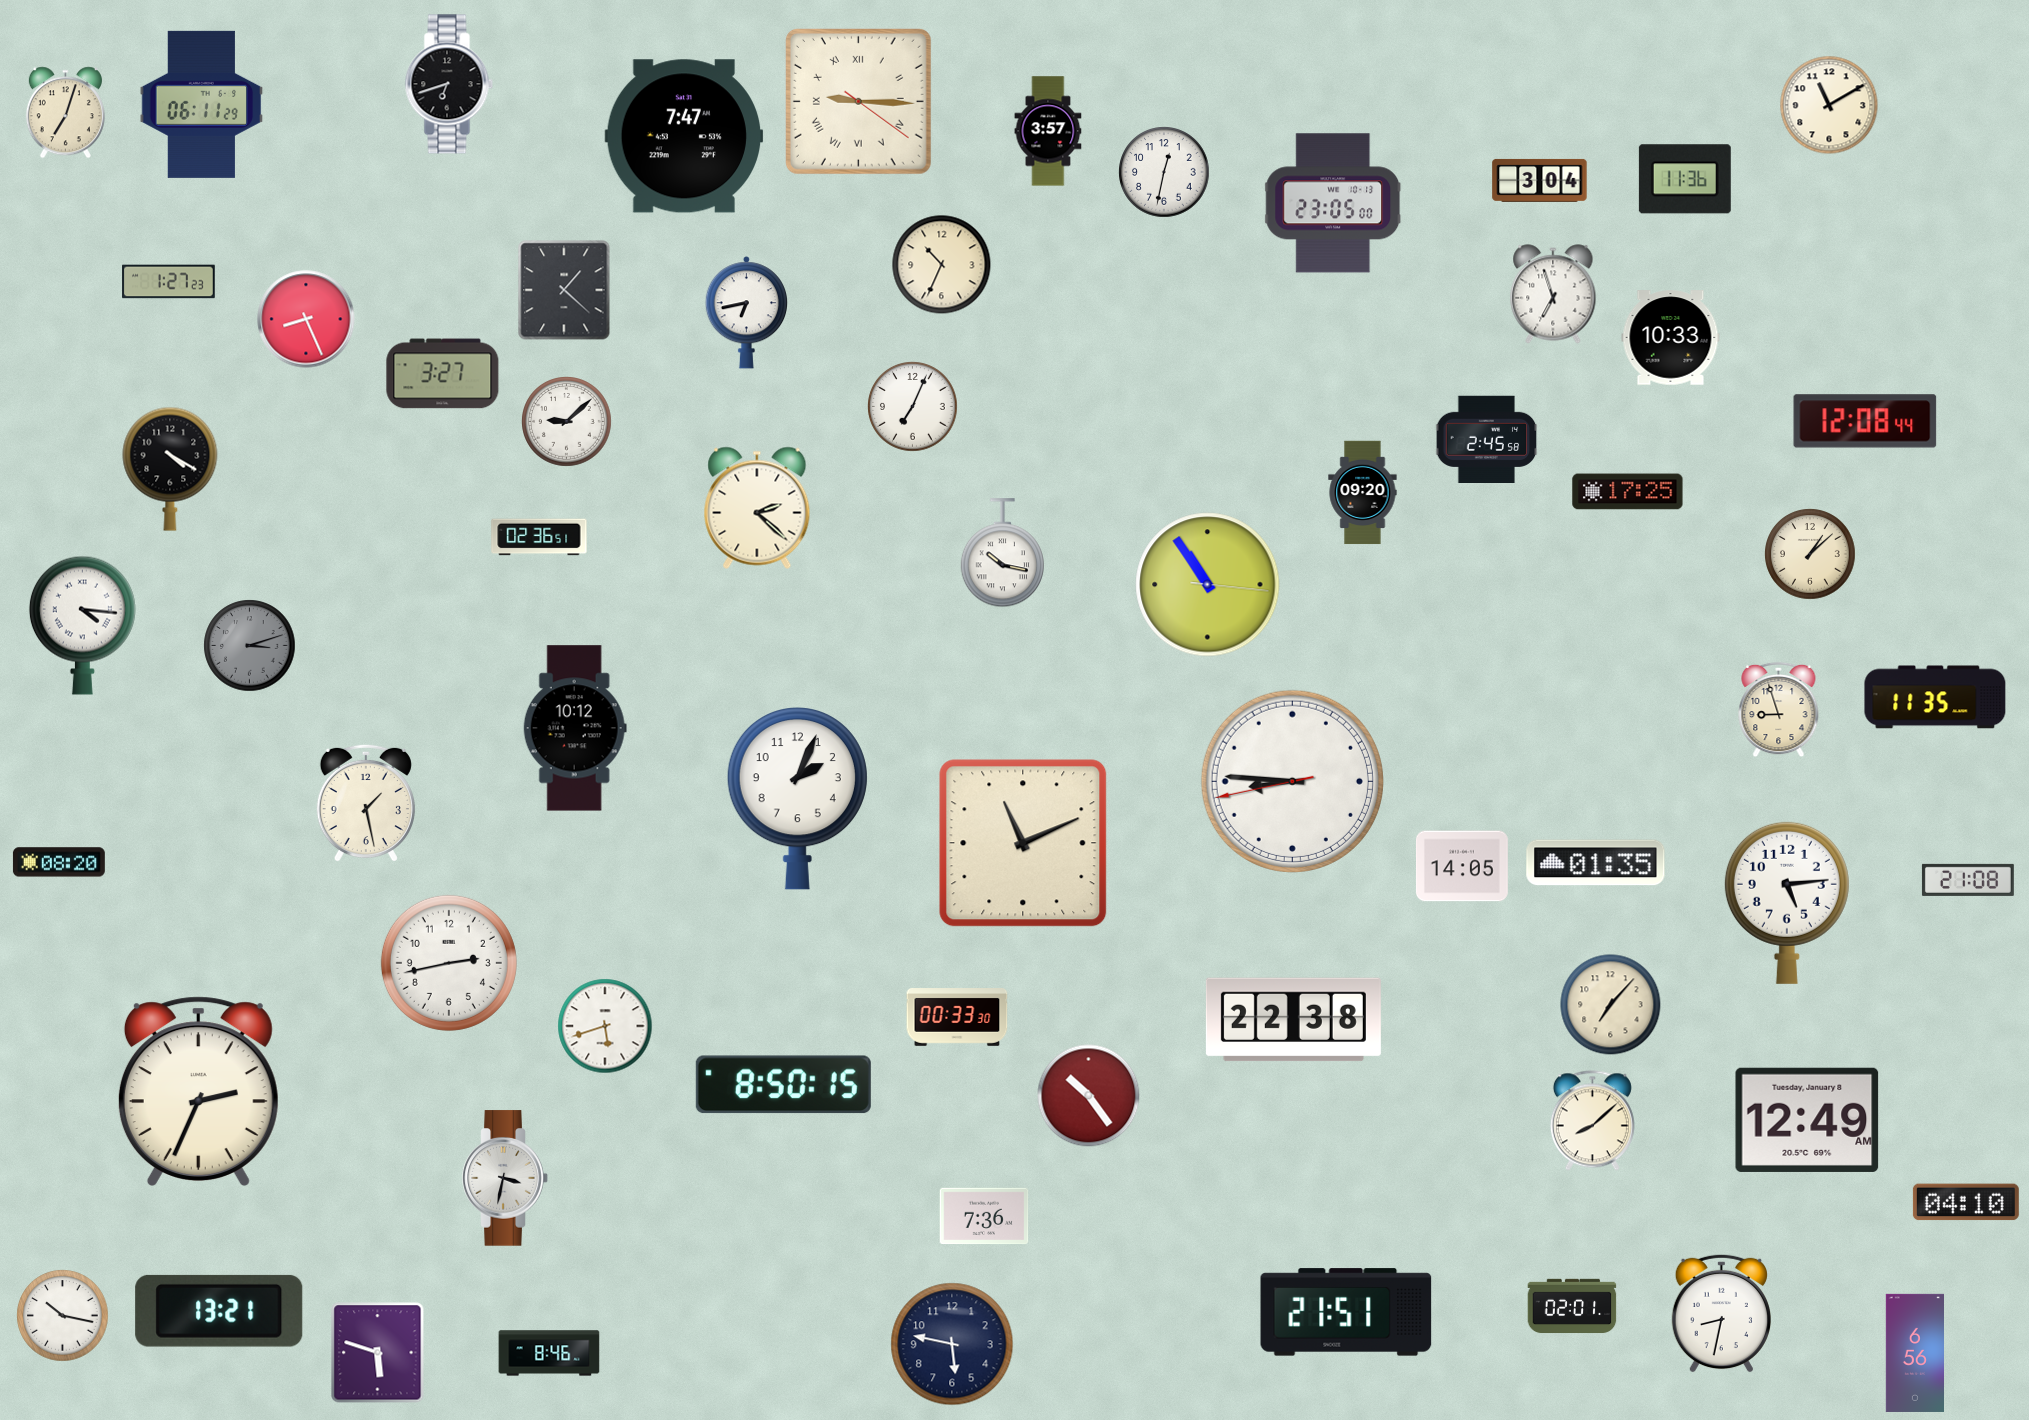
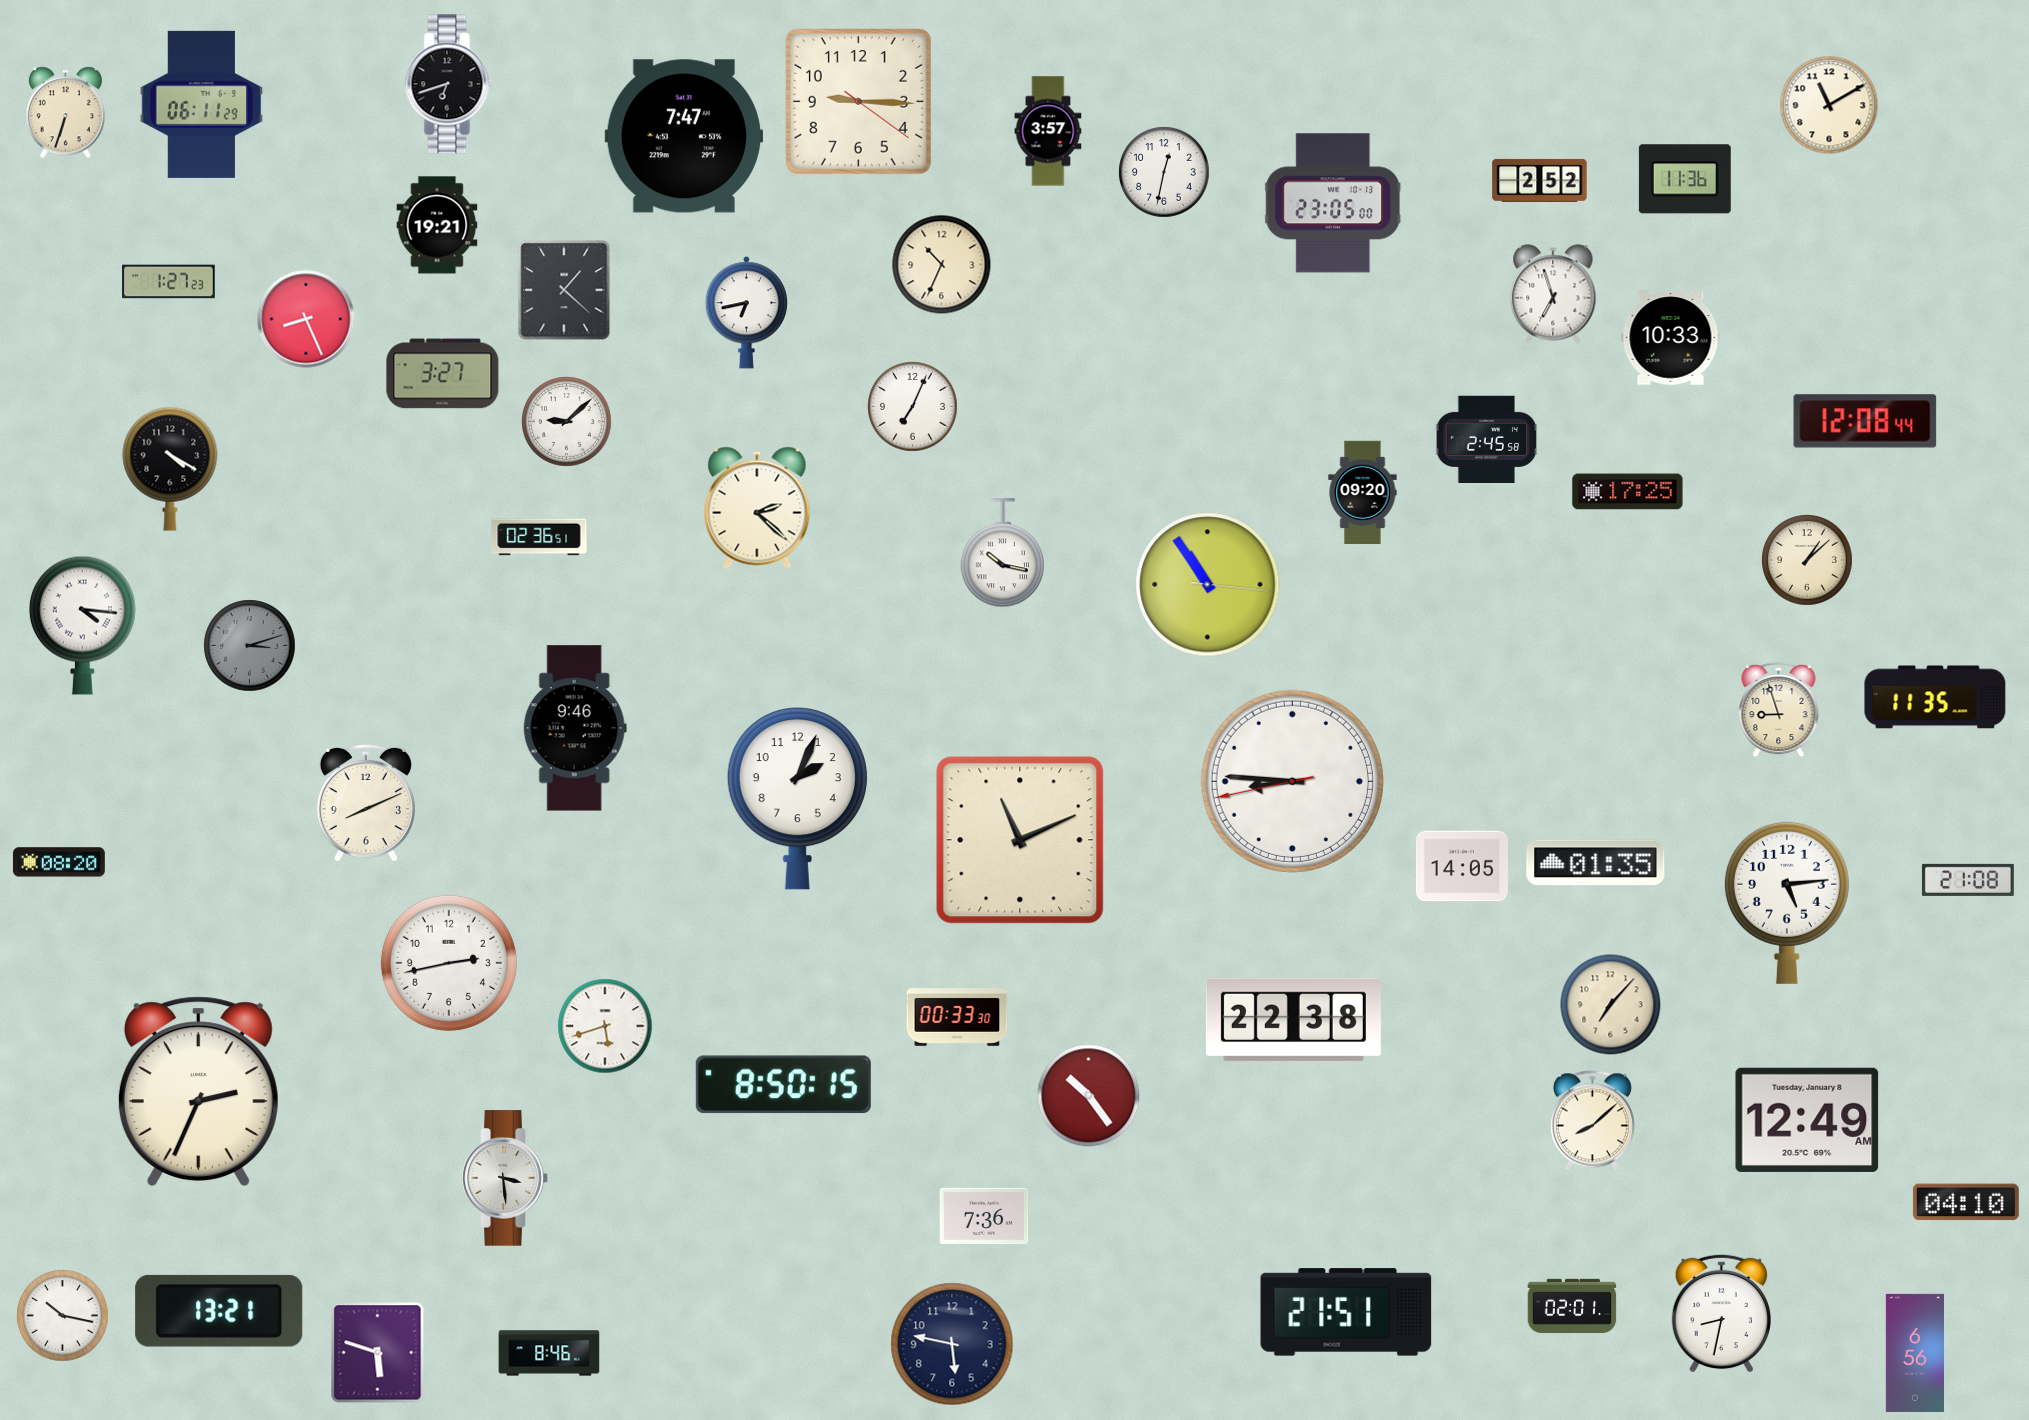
clock at (858, 101) numerals: Roman -> Arabic
clock at (65, 113): 7:03 -> 6:33
clock at (1540, 180): 3:04 -> 2:52
clock at (437, 225): none -> 19:21
clock at (1810, 554) position: (1810, 554) -> (1807, 560)
clock at (575, 728): 10:12 -> 9:46
clock at (366, 803): 1:28 -> 8:11
clock at (1023, 843) position: (1023, 843) -> (1020, 840)
clock at (505, 1178): 3:32 -> 3:29
